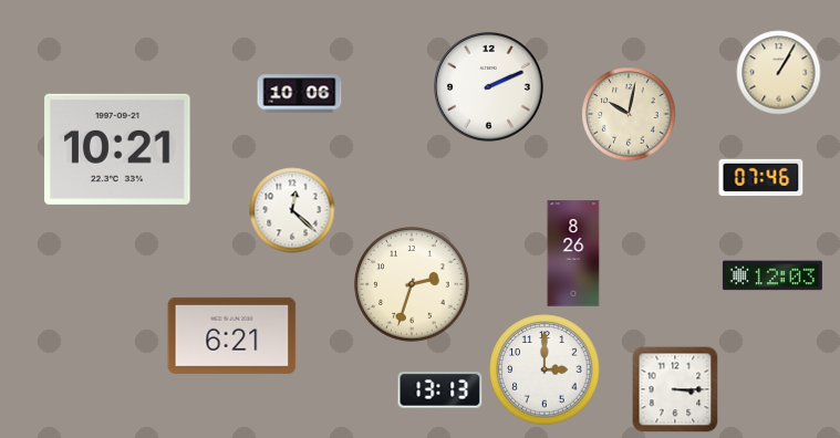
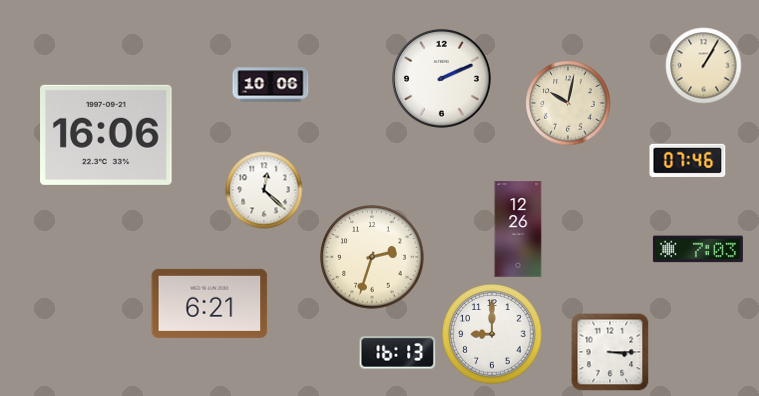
clock at (117, 149): 10:21 -> 16:06
clock at (573, 253): 8:26 -> 12:26
clock at (772, 275): 12:03 -> 7:03
clock at (545, 369): 3:00 -> 9:00
clock at (440, 390): 13:13 -> 16:13
